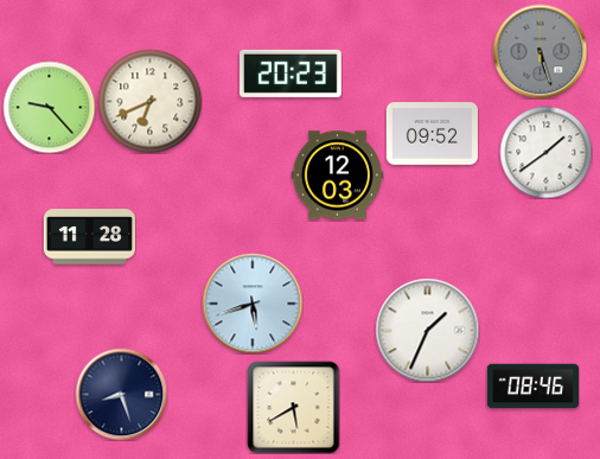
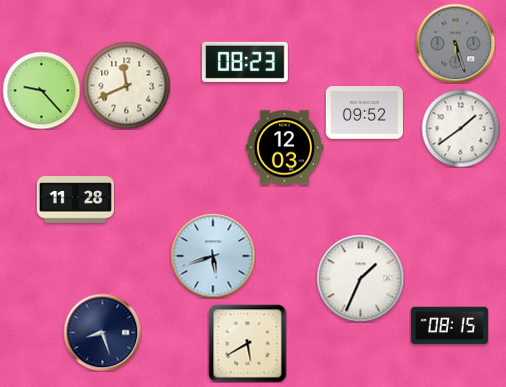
clock at (292, 74): 20:23 -> 08:23
clock at (149, 101): 6:41 -> 11:41
clock at (532, 387): 08:46 -> 08:15
